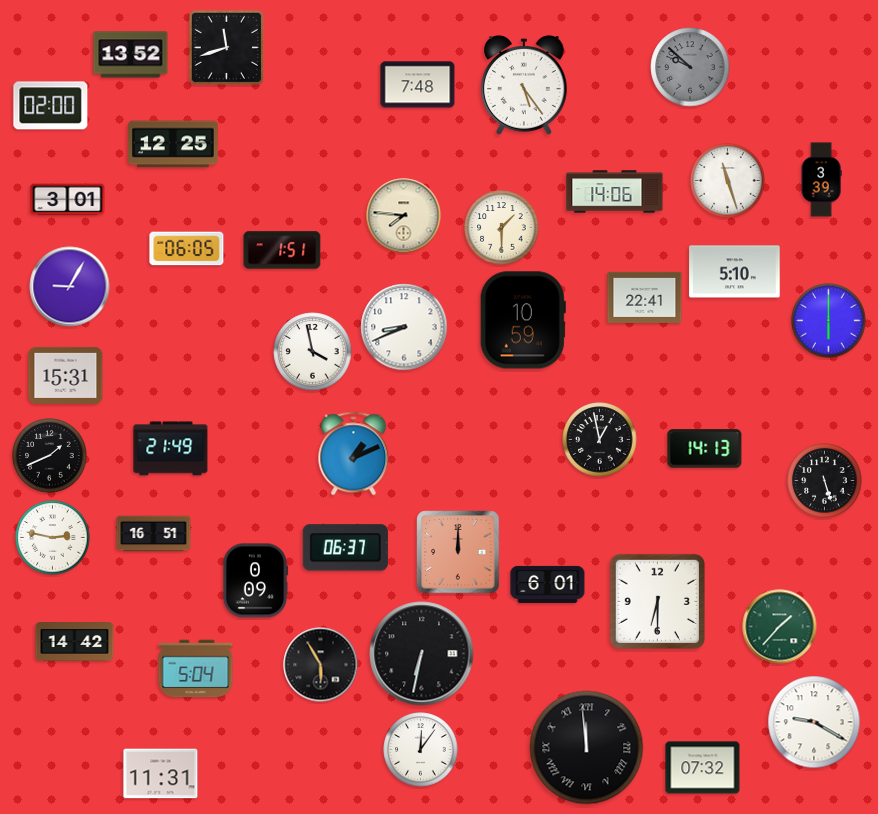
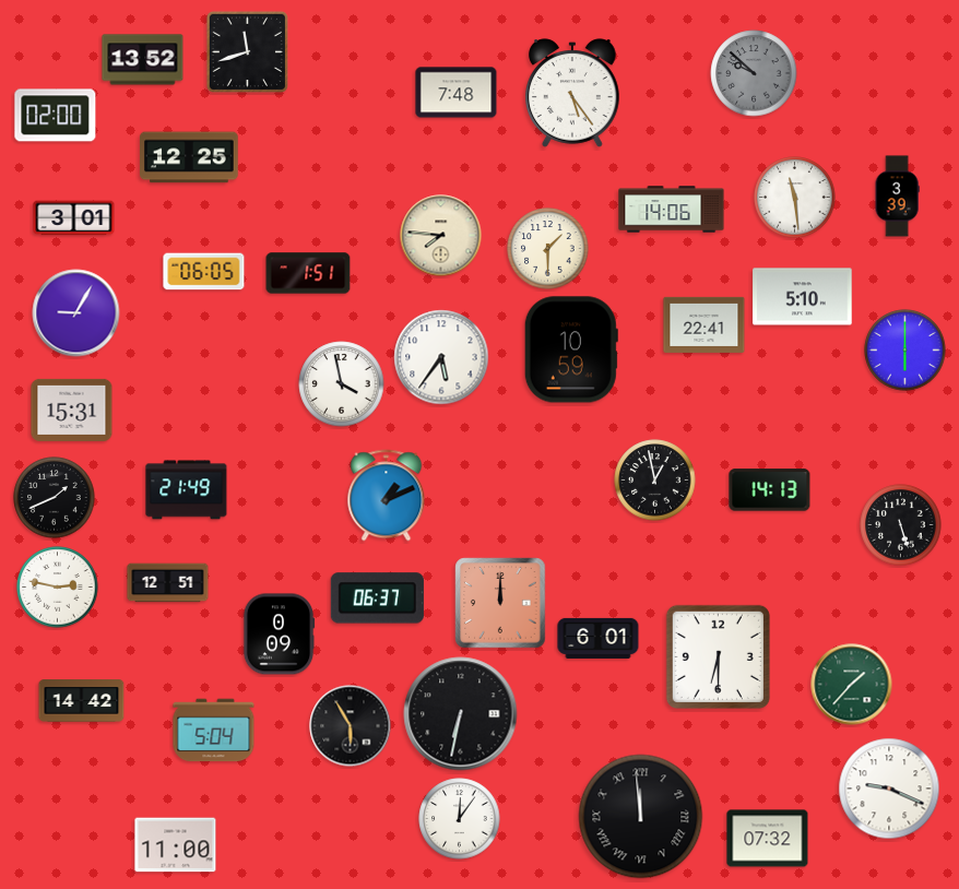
clock at (728, 181): 11:27 -> 11:29
clock at (404, 327): 8:41 -> 5:36
clock at (154, 534): 16:51 -> 12:51
clock at (814, 722): 9:20 -> 9:19
clock at (161, 774): 11:31 -> 11:00
